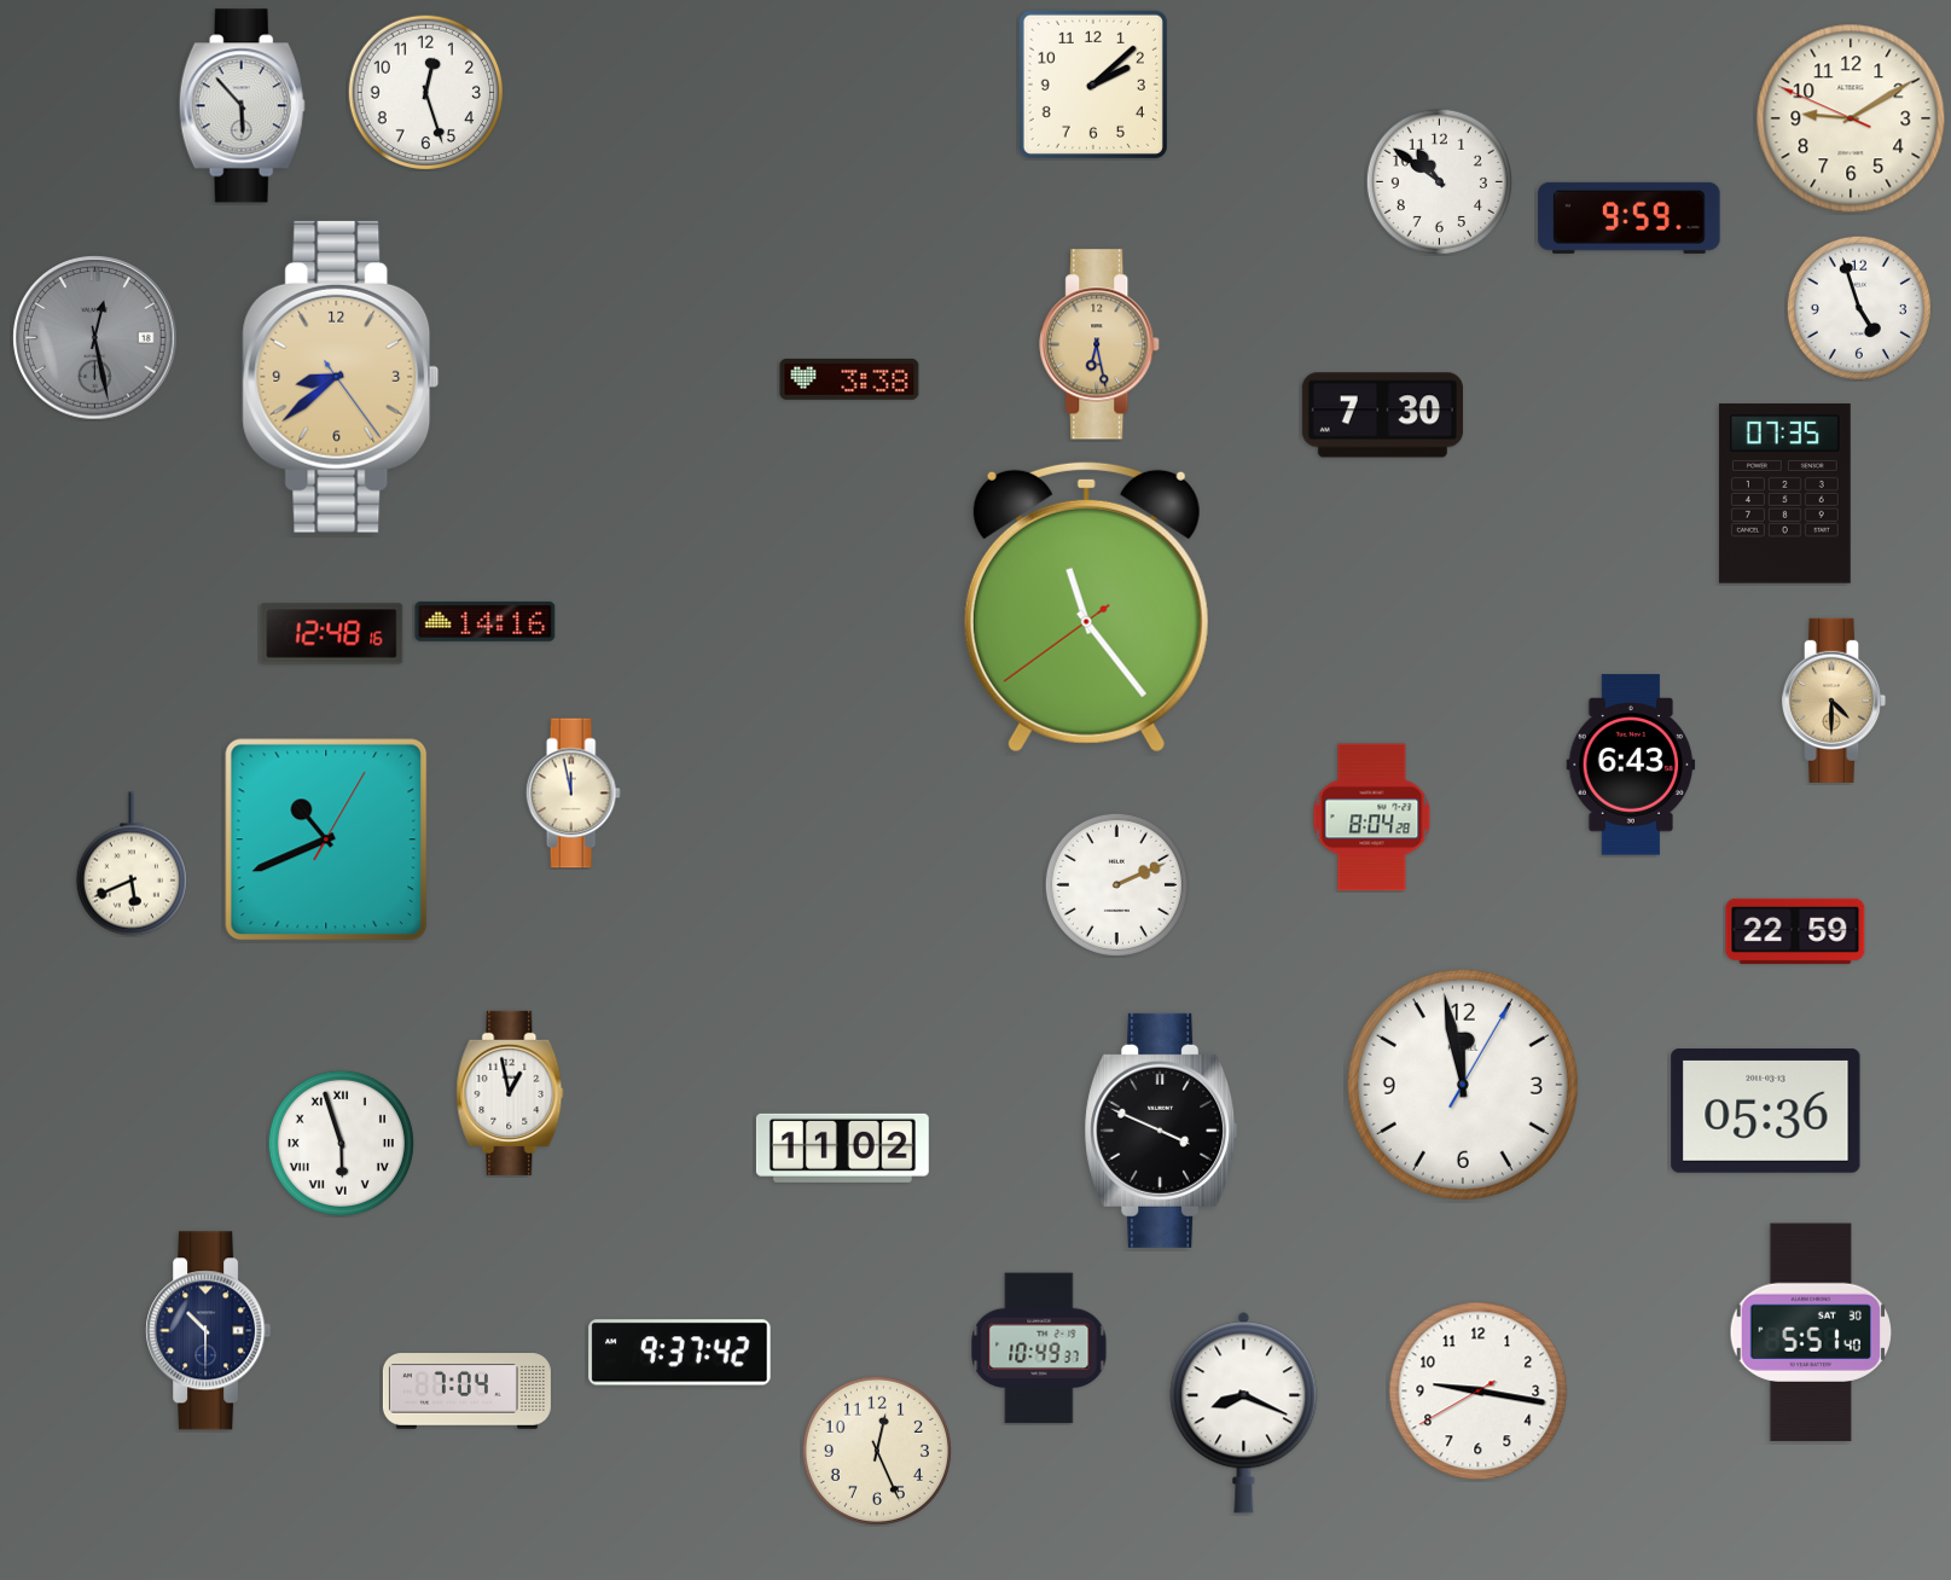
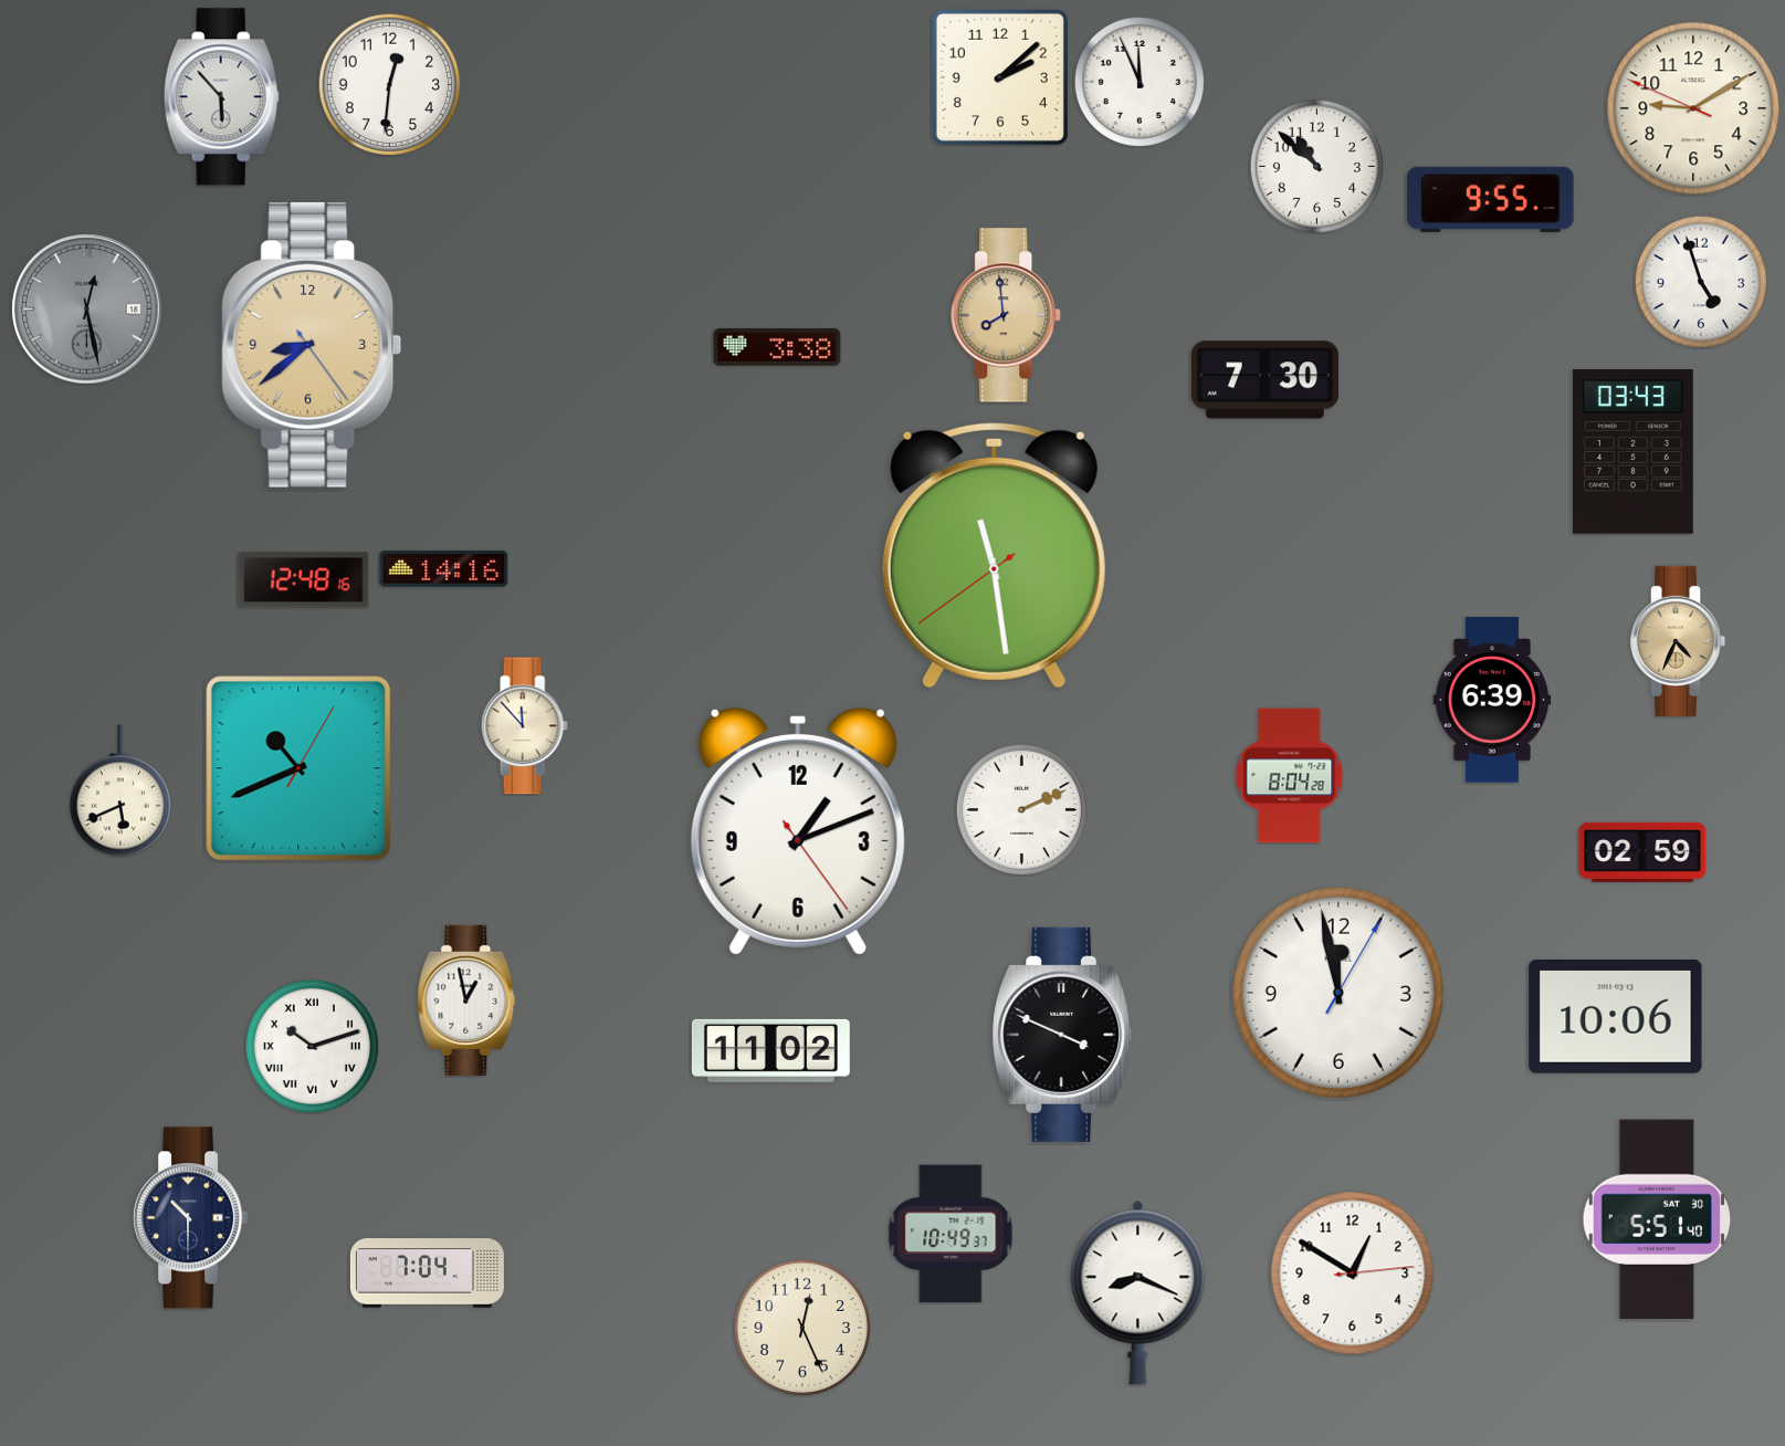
clock at (1140, 82): none -> 11:56
clock at (425, 92): 12:27 -> 12:31
clock at (1439, 181): 10:51 -> 10:52
clock at (1630, 217): 9:59 -> 9:55
clock at (1101, 344): 6:28 -> 7:59
clock at (1784, 494): 07:35 -> 03:43
clock at (1086, 606): 11:23 -> 11:28
clock at (1834, 701): 4:30 -> 4:34
clock at (1631, 765): 6:43 -> 6:39
clock at (573, 794): 11:58 -> 11:53
clock at (1372, 818) position: (1372, 818) -> (1290, 776)
clock at (798, 831): none -> 1:11
clock at (1795, 931): 22:59 -> 02:59
clock at (1766, 1111): 05:36 -> 10:06
clock at (341, 1143): 5:57 -> 10:12
clock at (680, 1353): 9:37 -> none
clock at (1479, 1392): 9:16 -> 12:50
